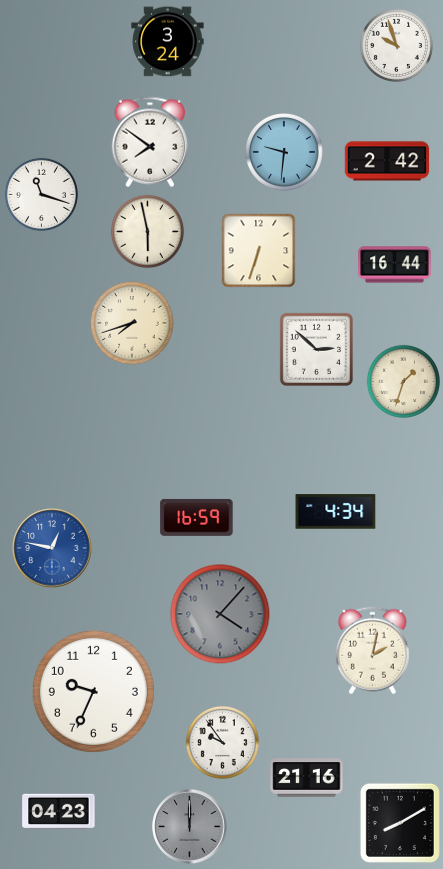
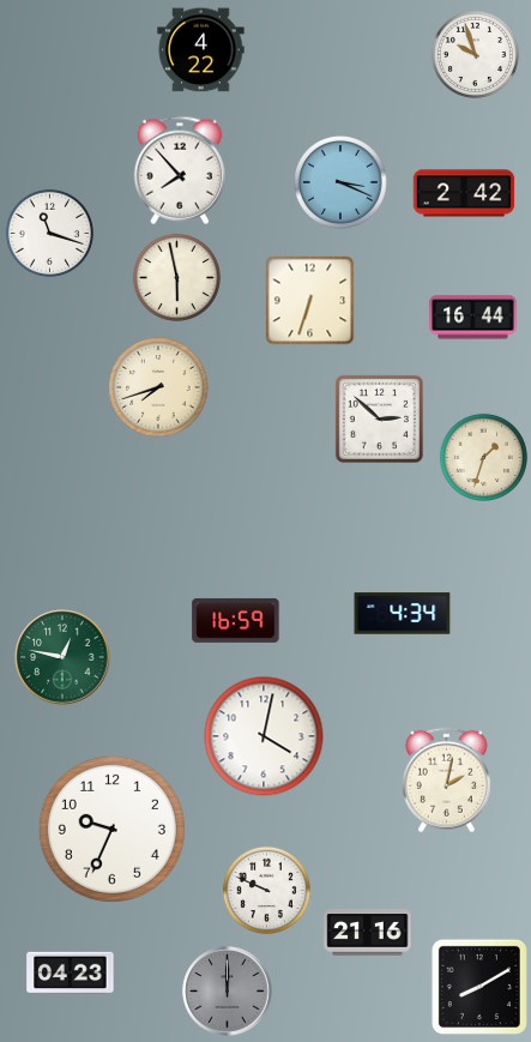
clock at (168, 42): 3:24 -> 4:22
clock at (149, 142): 7:51 -> 7:53
clock at (285, 153): 9:31 -> 3:19
clock at (52, 548) dial: blue -> green
clock at (220, 614): 4:07 -> 4:02
clock at (220, 614) dial: grey -> white
clock at (222, 742): 9:54 -> 9:49
